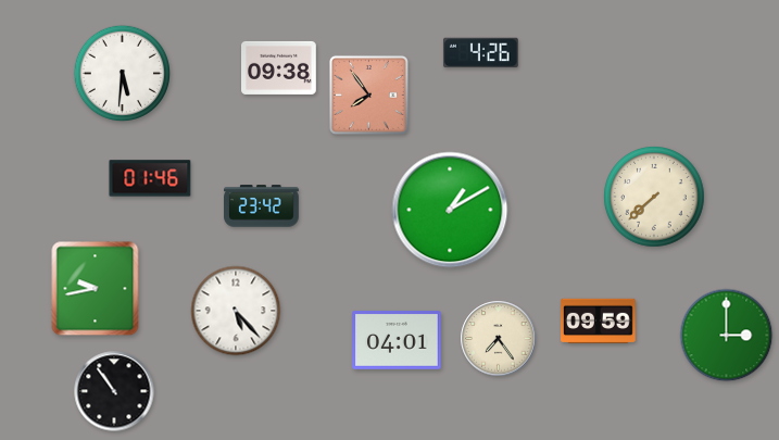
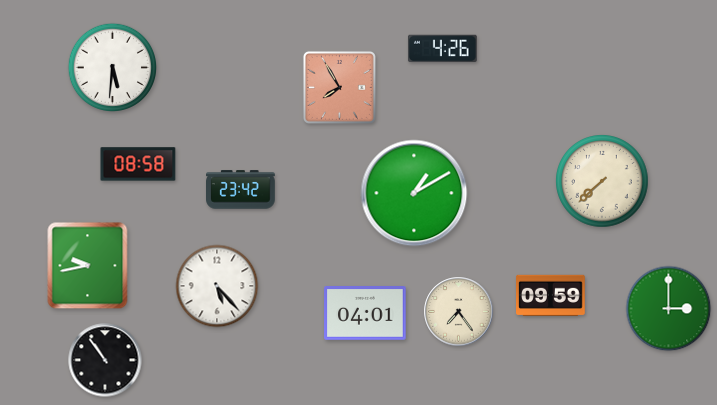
clock at (279, 67): 09:38 -> none
clock at (368, 95): 7:54 -> 7:55
clock at (150, 178): 01:46 -> 08:58
